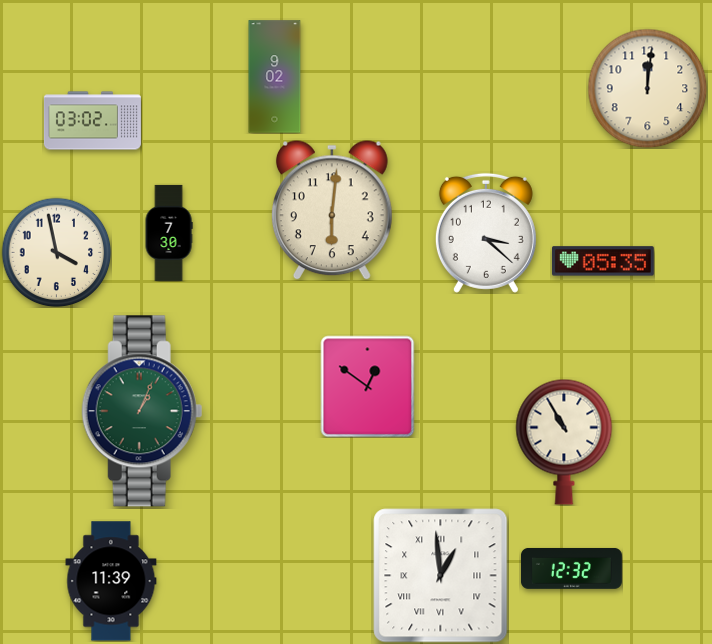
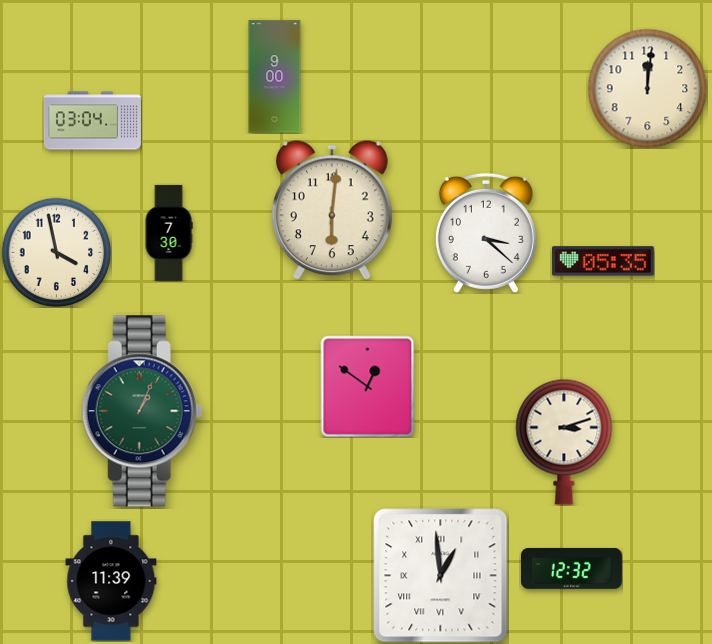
clock at (275, 77): 9:02 -> 9:00
clock at (92, 121): 03:02 -> 03:04
clock at (564, 442): 10:55 -> 3:12
